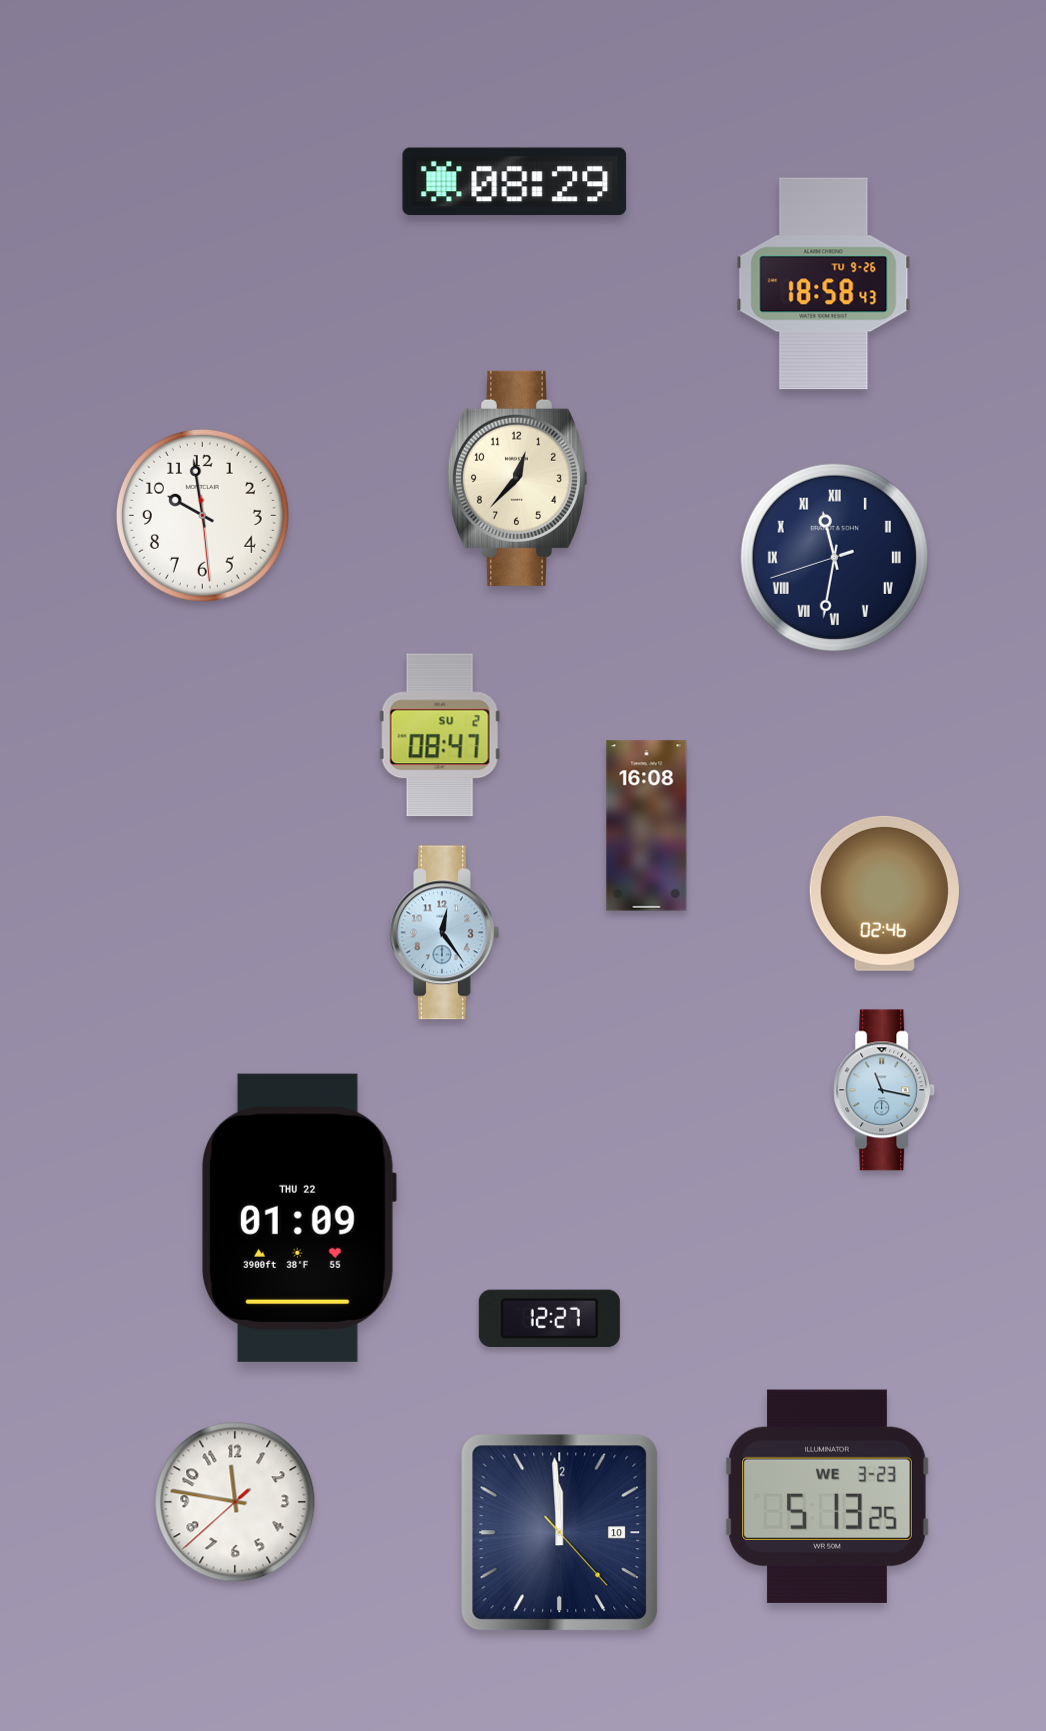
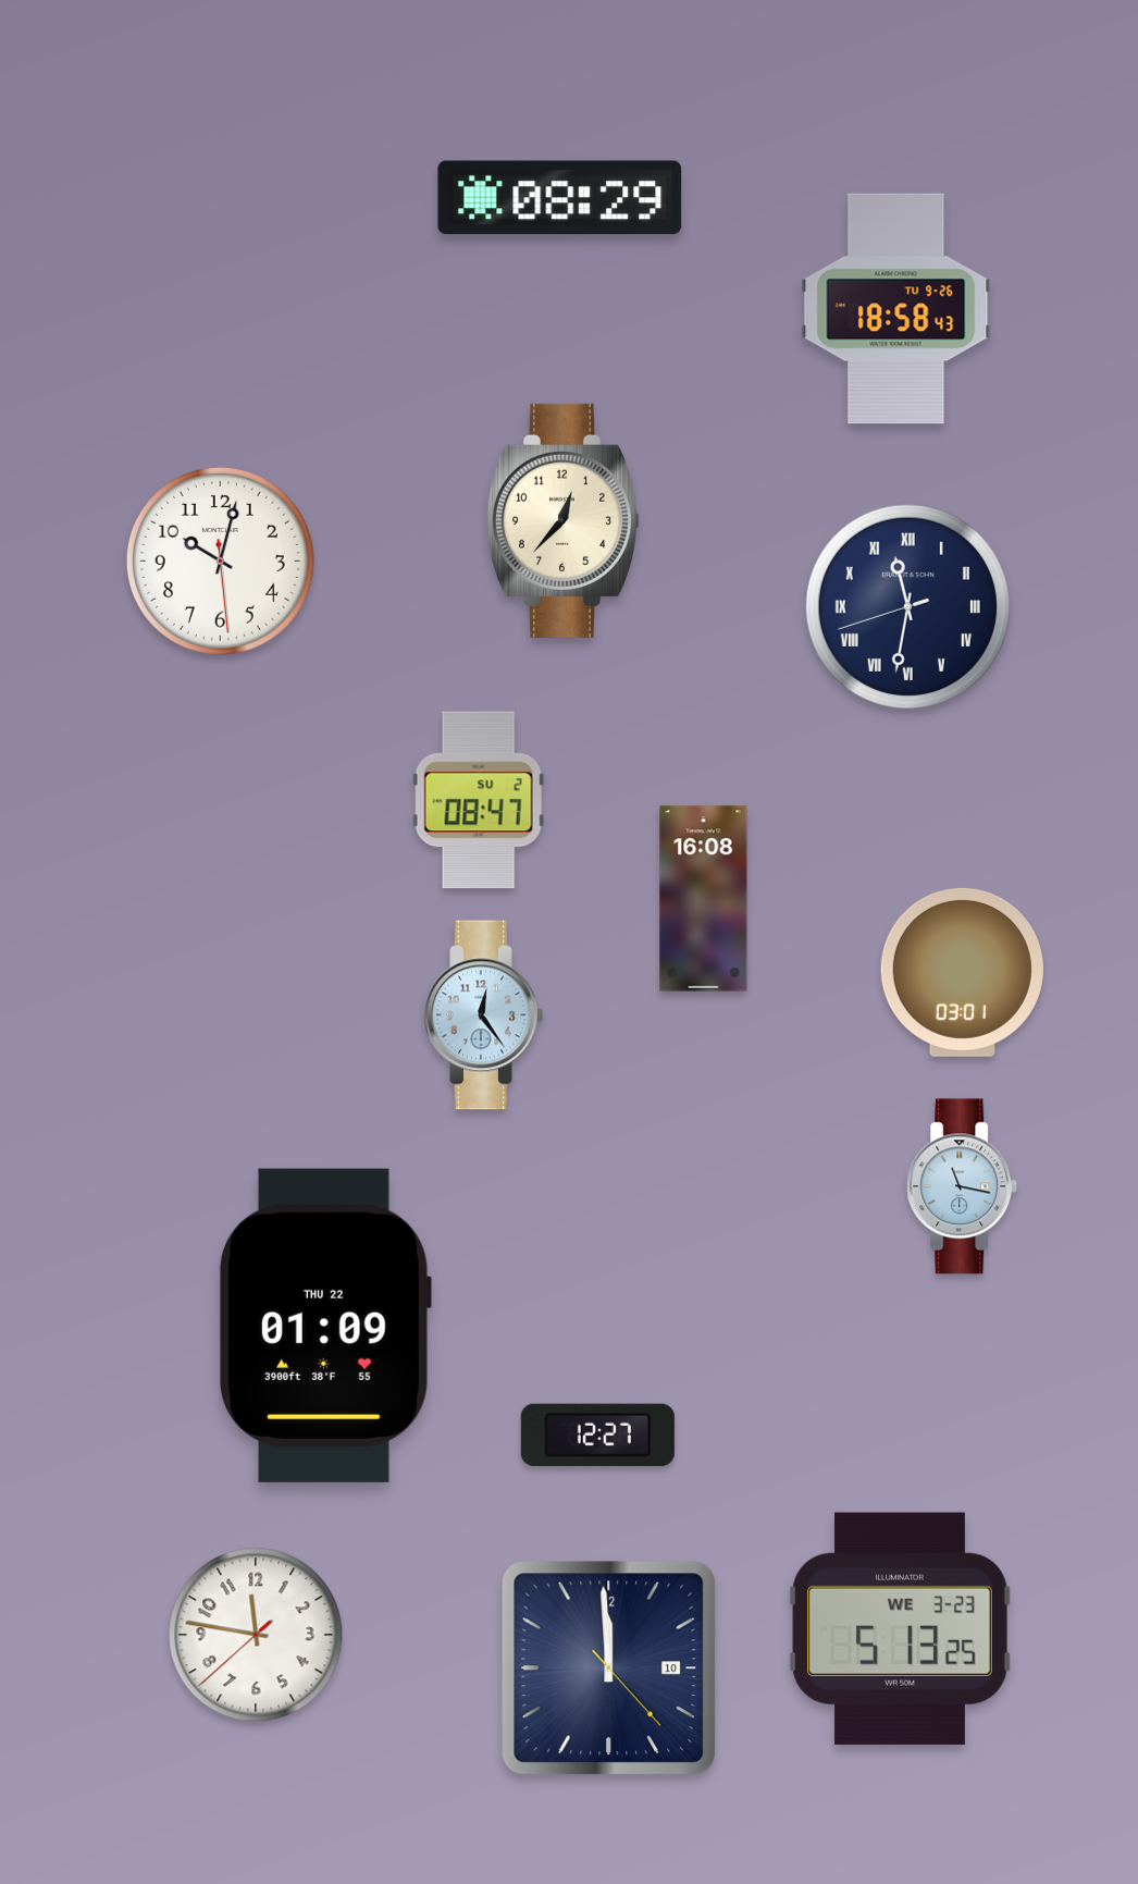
clock at (202, 515): 9:58 -> 10:02
clock at (884, 893): 02:46 -> 03:01
